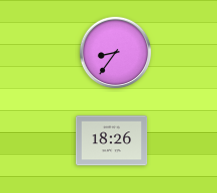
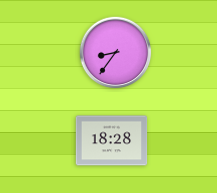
clock at (112, 141): 18:26 -> 18:28
